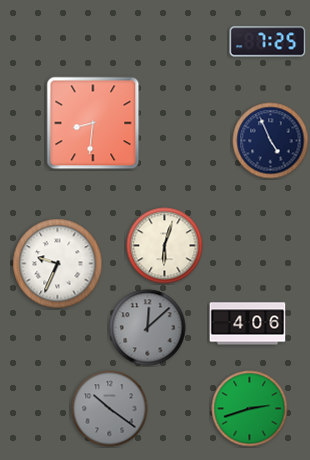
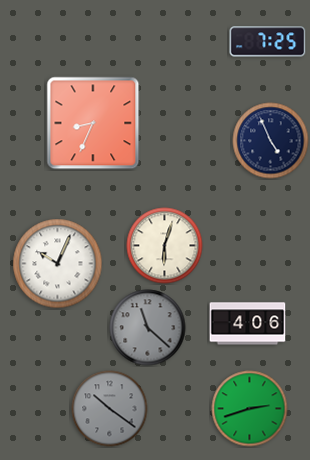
clock at (93, 123): 8:31 -> 8:34
clock at (58, 264): 9:34 -> 10:04
clock at (148, 328): 12:08 -> 11:22
